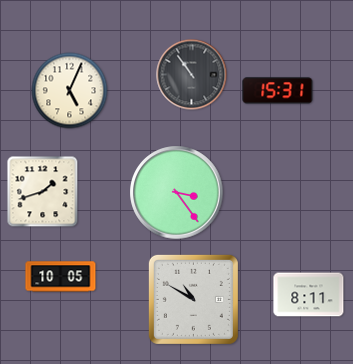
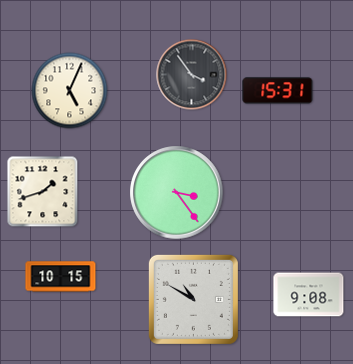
clock at (192, 75): 10:54 -> 3:54
clock at (61, 277): 10:05 -> 10:15
clock at (309, 295): 8:11 -> 9:08
